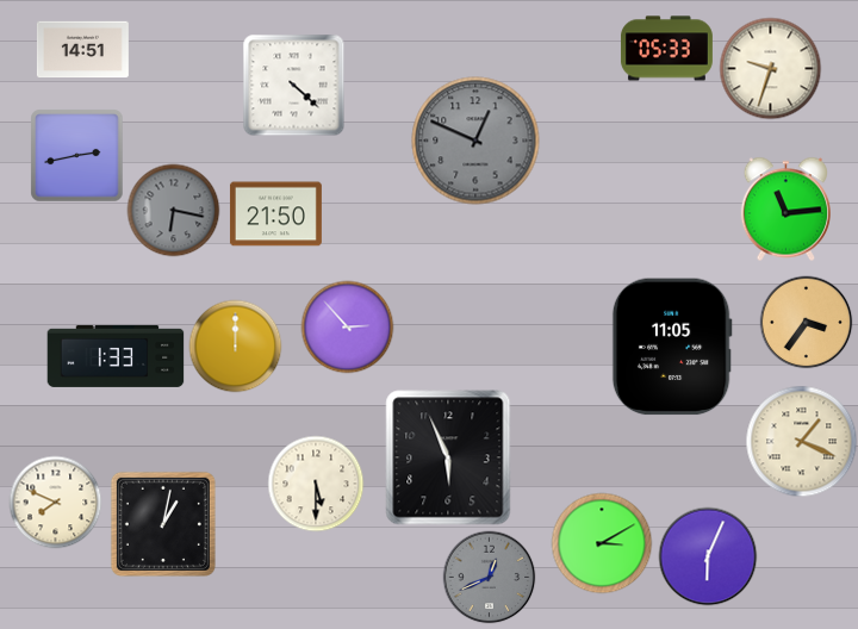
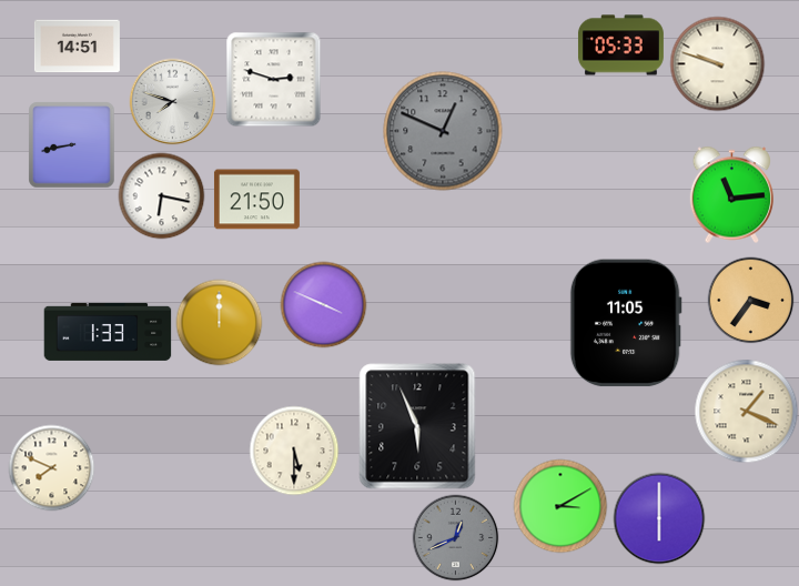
clock at (770, 68): 9:33 -> 9:48
clock at (293, 85): 4:22 -> 2:48
clock at (172, 101): none -> 7:48
clock at (76, 155): 2:43 -> 8:43
clock at (173, 210) dial: grey -> white
clock at (347, 326): 2:53 -> 3:49
clock at (163, 524): 1:02 -> none
clock at (708, 556): 6:04 -> 6:00
